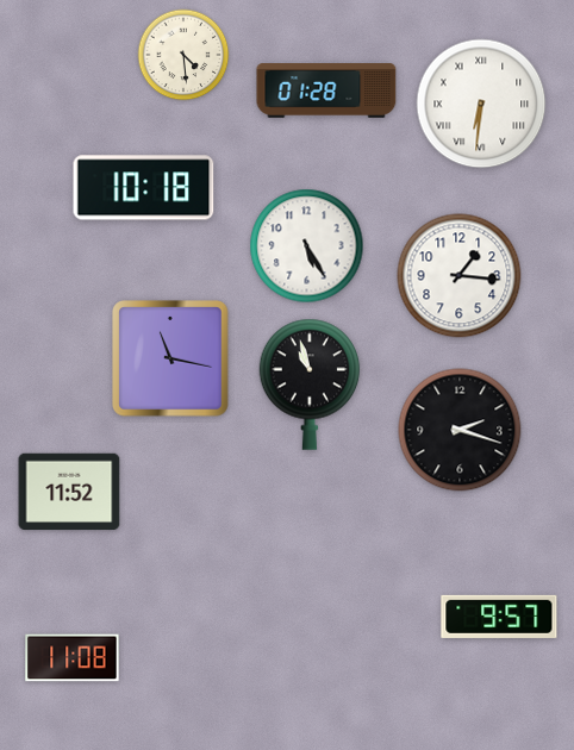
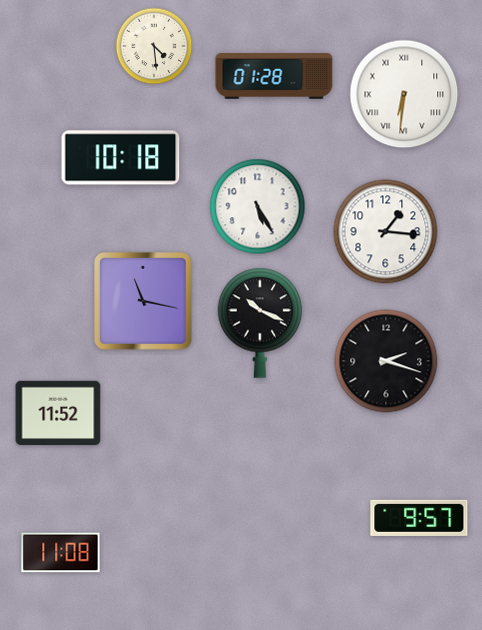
clock at (481, 104) position: (481, 104) -> (404, 94)
clock at (310, 385): 10:57 -> 10:19
